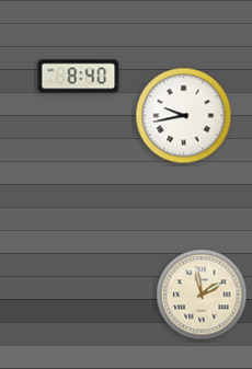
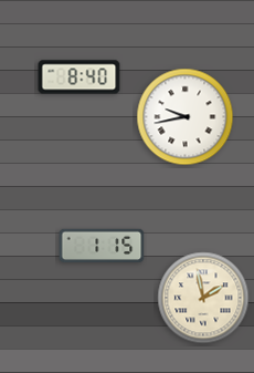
clock at (102, 246): none -> 1:15
